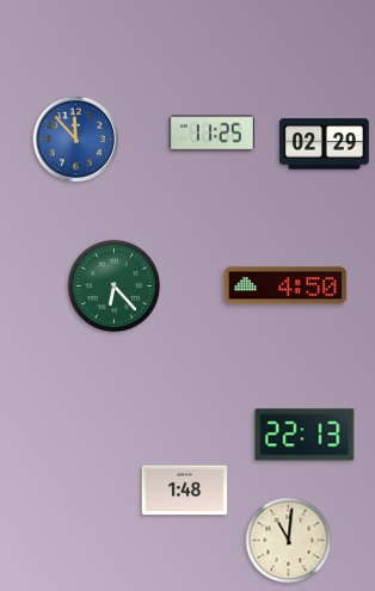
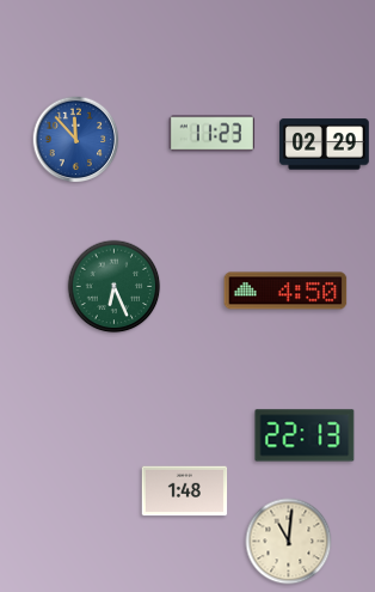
clock at (213, 134): 11:25 -> 11:23
clock at (285, 285) position: (285, 285) -> (285, 291)
clock at (115, 287): 6:23 -> 6:26
